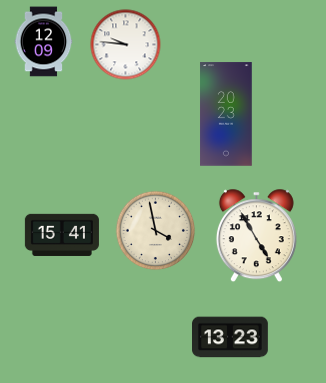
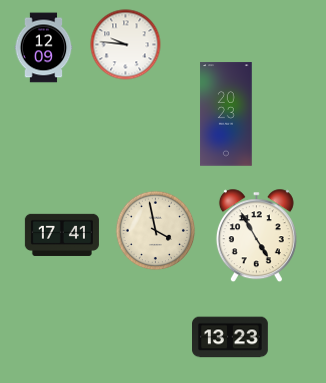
clock at (44, 42) position: (44, 42) -> (44, 48)
clock at (62, 235): 15:41 -> 17:41
